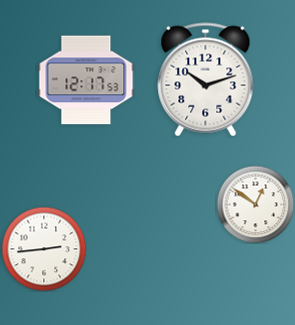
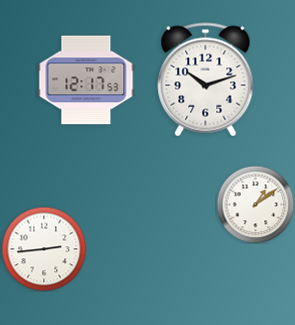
clock at (255, 204): 12:51 -> 1:09
